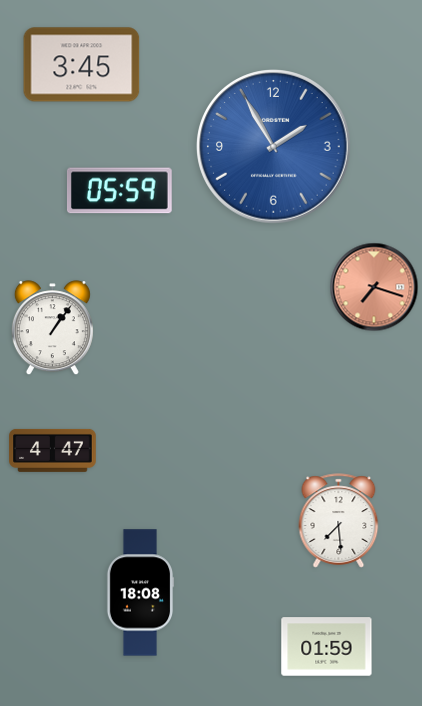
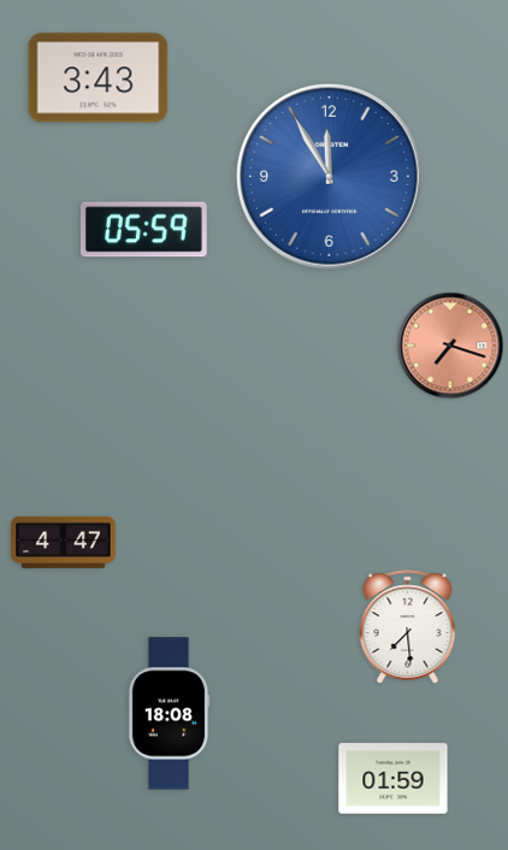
clock at (82, 65): 3:45 -> 3:43
clock at (274, 147): 1:55 -> 11:55
clock at (52, 328): 1:06 -> none
